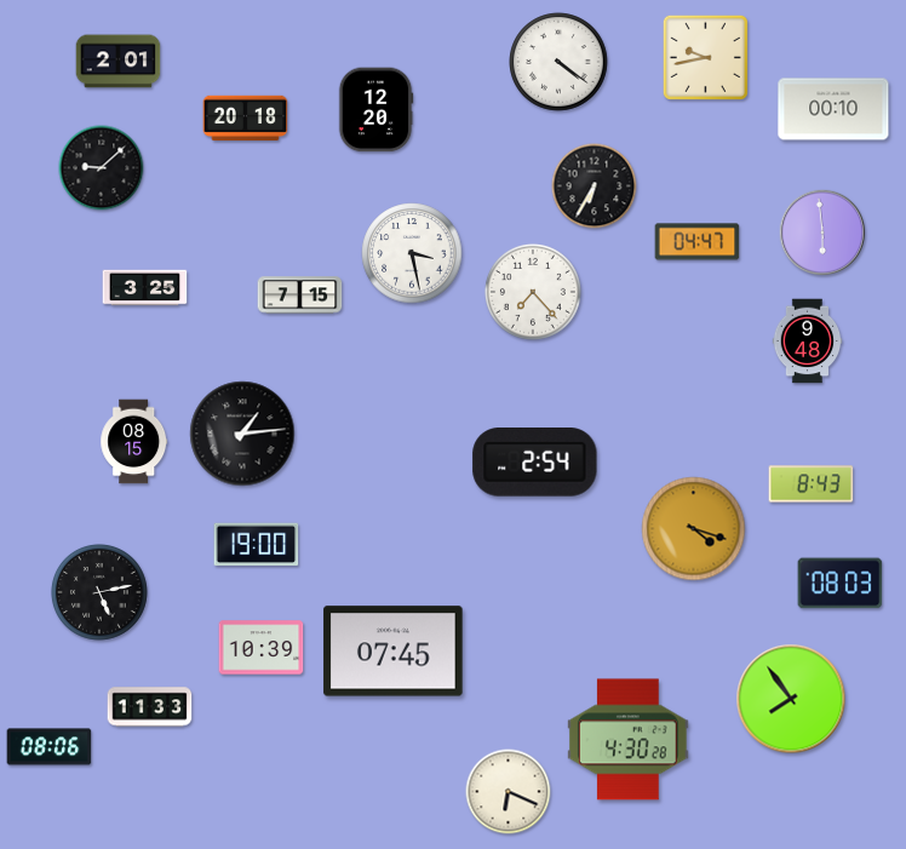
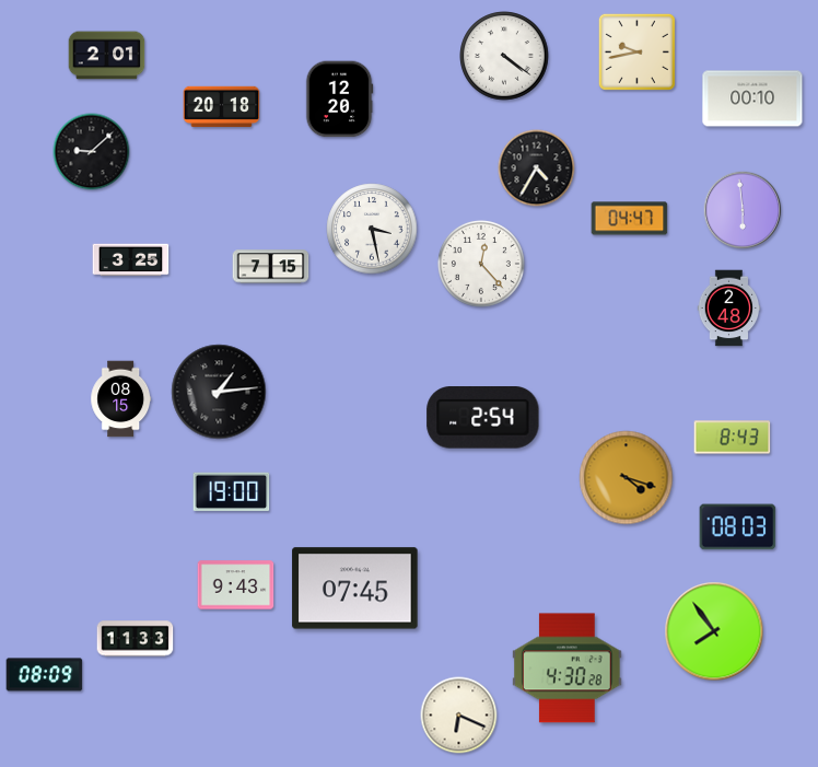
clock at (595, 187): 6:35 -> 4:35
clock at (533, 292): 7:23 -> 12:23
clock at (808, 342): 9:48 -> 2:48
clock at (841, 584) position: (841, 584) -> (738, 527)
clock at (99, 592): 5:13 -> none
clock at (262, 648): 10:39 -> 9:43
clock at (50, 747): 08:06 -> 08:09
